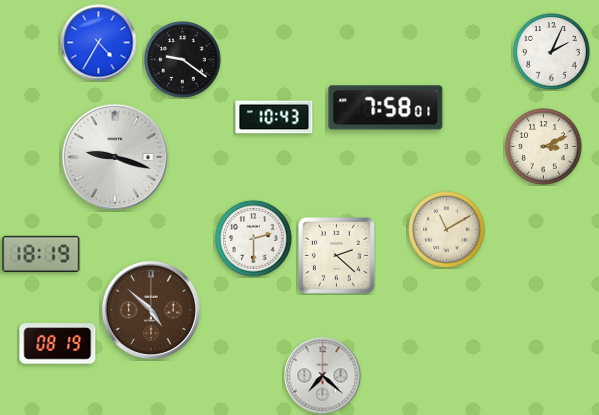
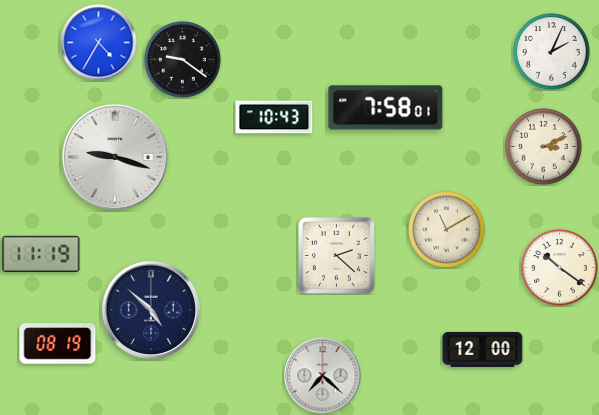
clock at (254, 239): 2:30 -> none
clock at (41, 254): 18:19 -> 11:19
clock at (560, 268): none -> 10:21
clock at (151, 310) dial: brown -> navy
clock at (483, 349): none -> 12:00
